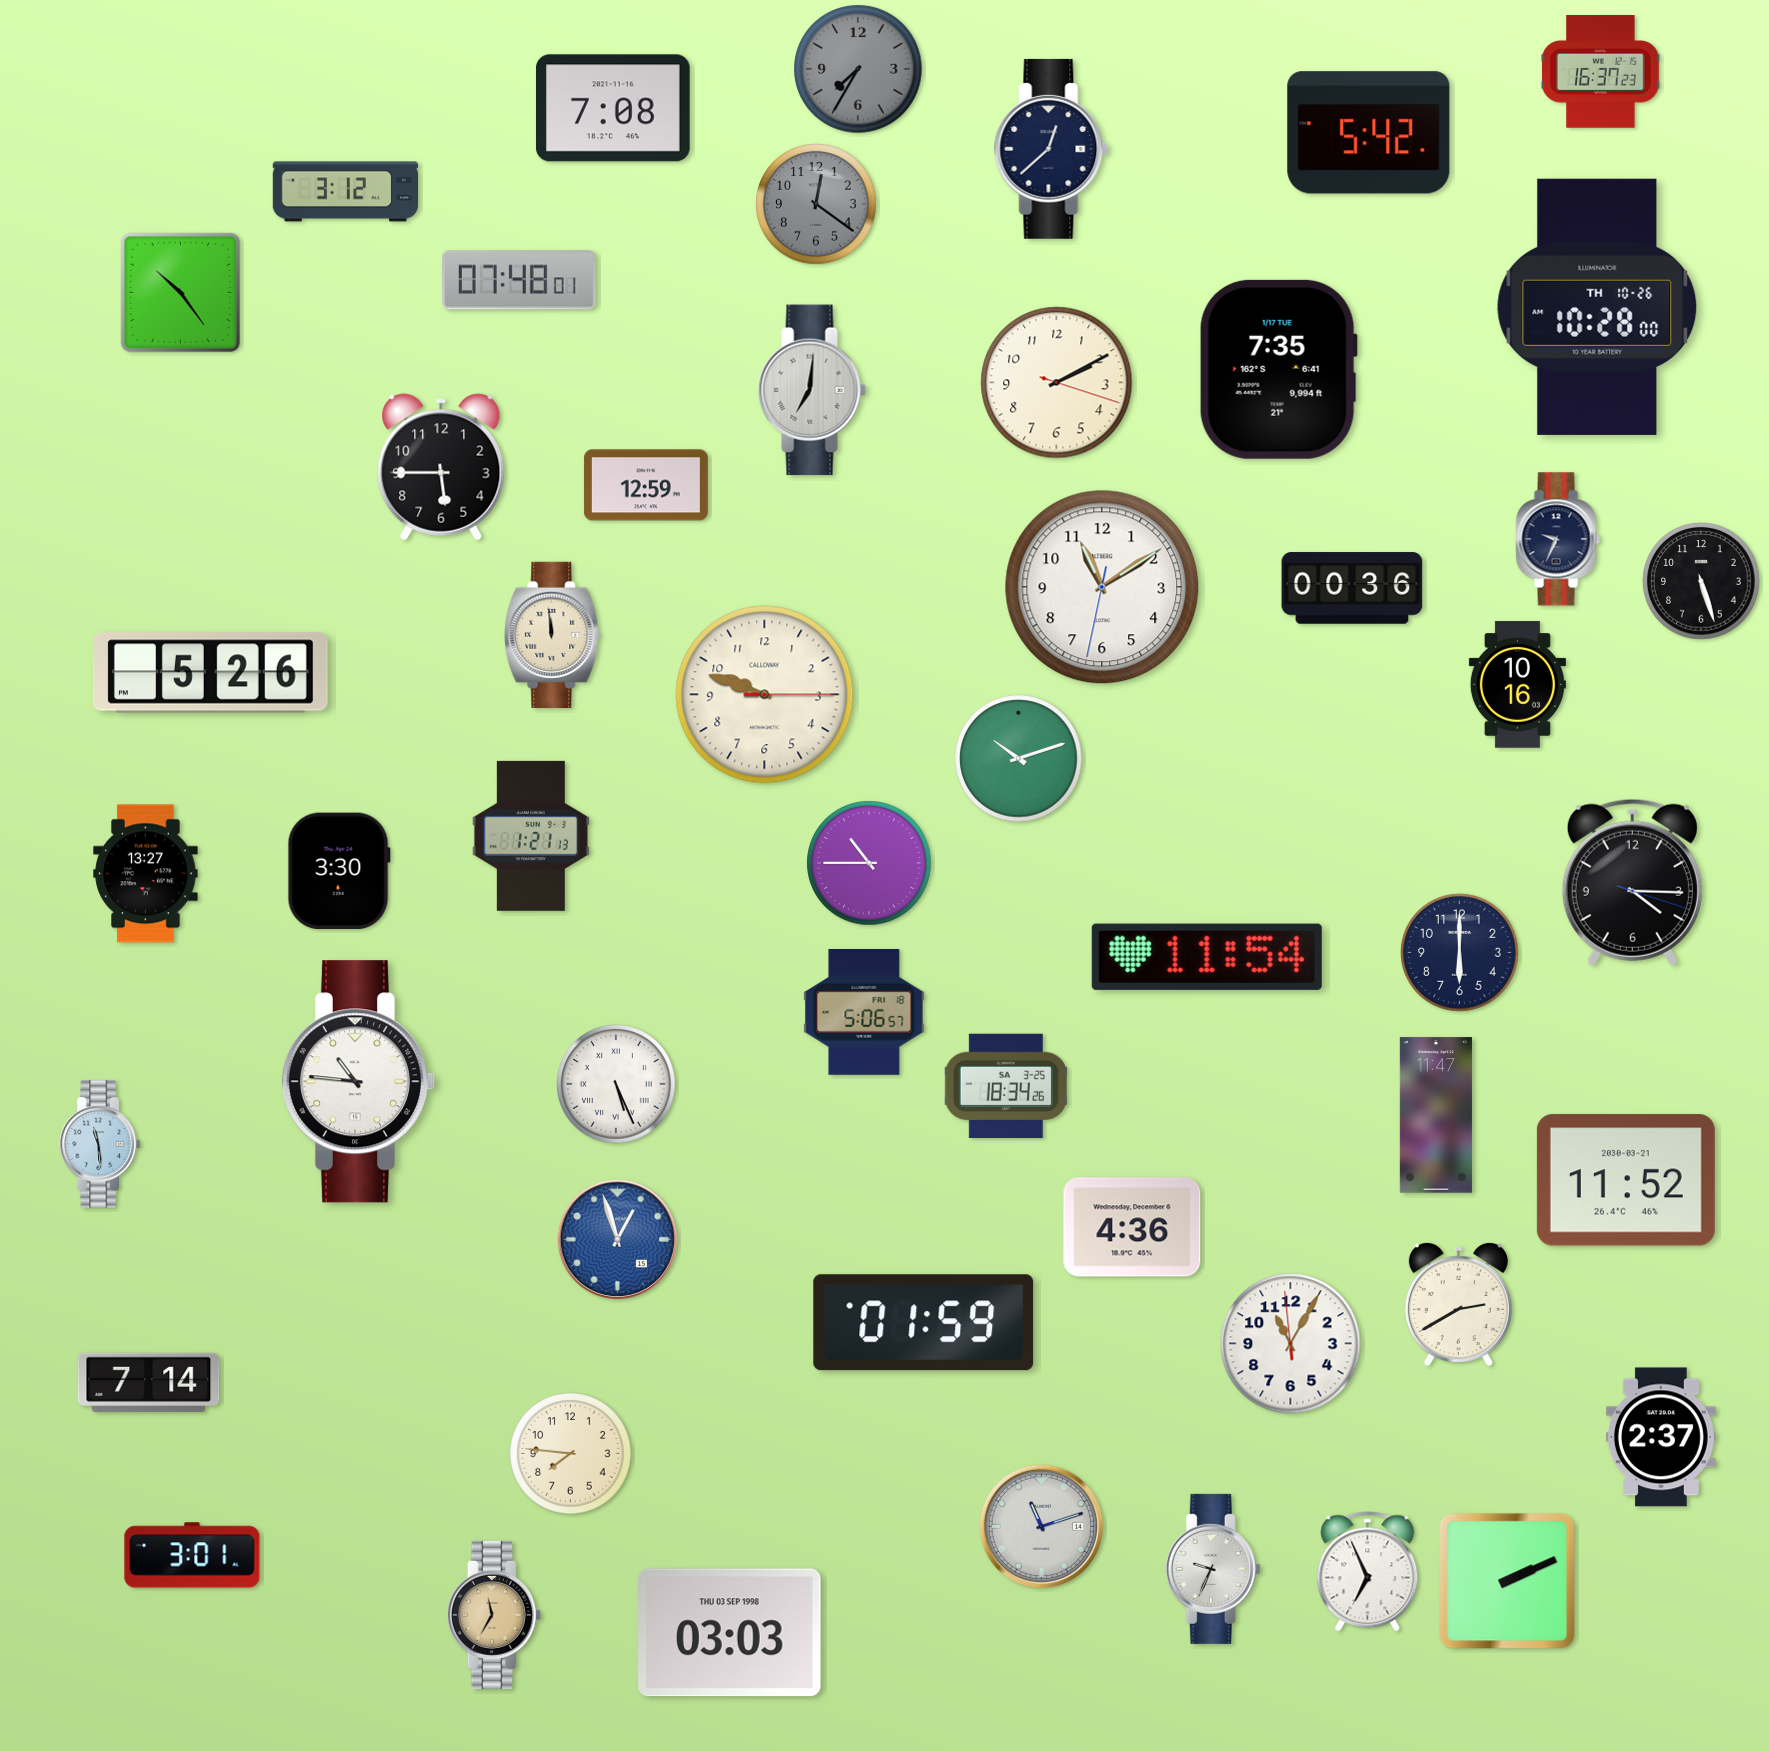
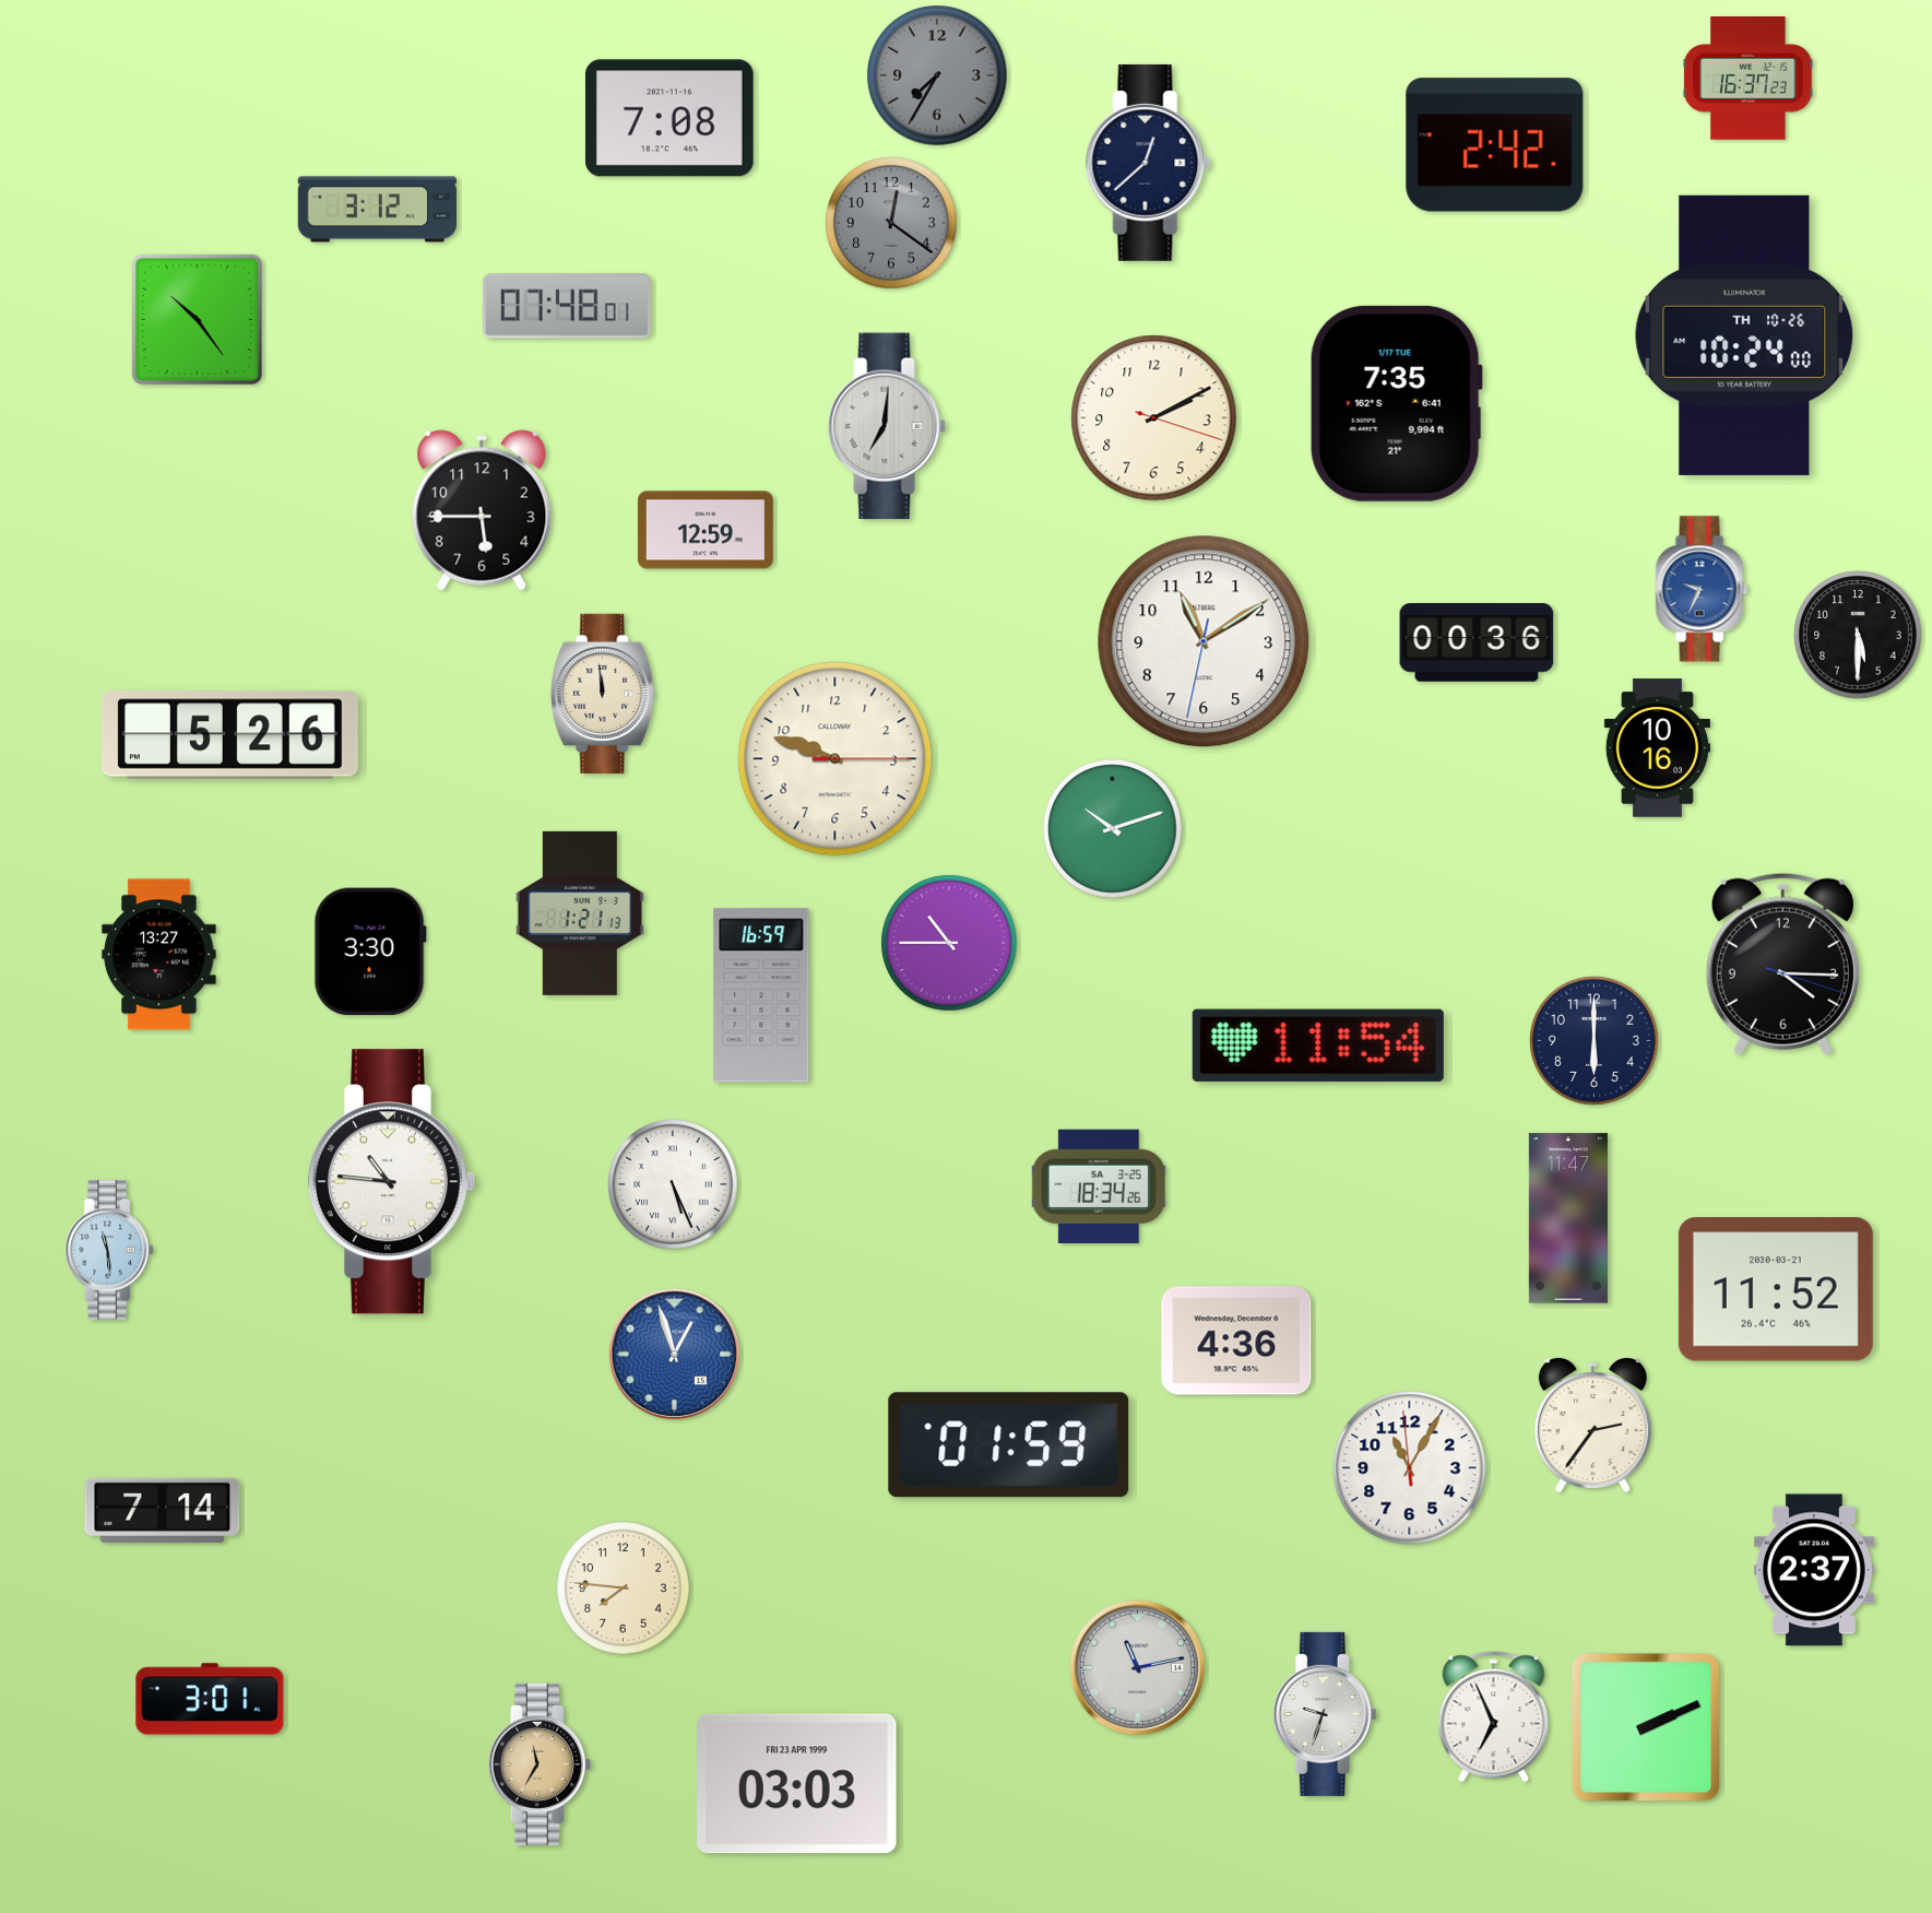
clock at (1369, 133): 5:42 -> 2:42
clock at (1597, 307): 10:28 -> 10:24
clock at (1558, 539) dial: navy -> blue
clock at (1701, 581): 5:27 -> 5:30
clock at (761, 995): none -> 16:59
clock at (864, 1013): 5:06 -> none
clock at (1458, 1304): 2:40 -> 2:36
clock at (1042, 1527): 11:12 -> 11:13
clock at (1213, 1569): 9:34 -> 9:33
clock at (730, 1633) date: THU 03 SEP 1998 -> FRI 23 APR 1999
